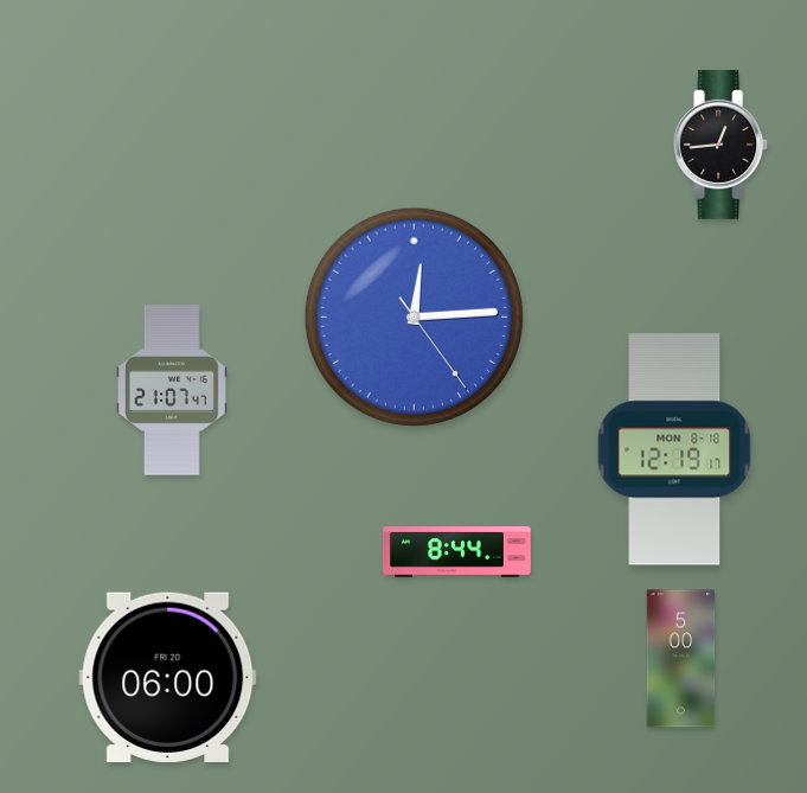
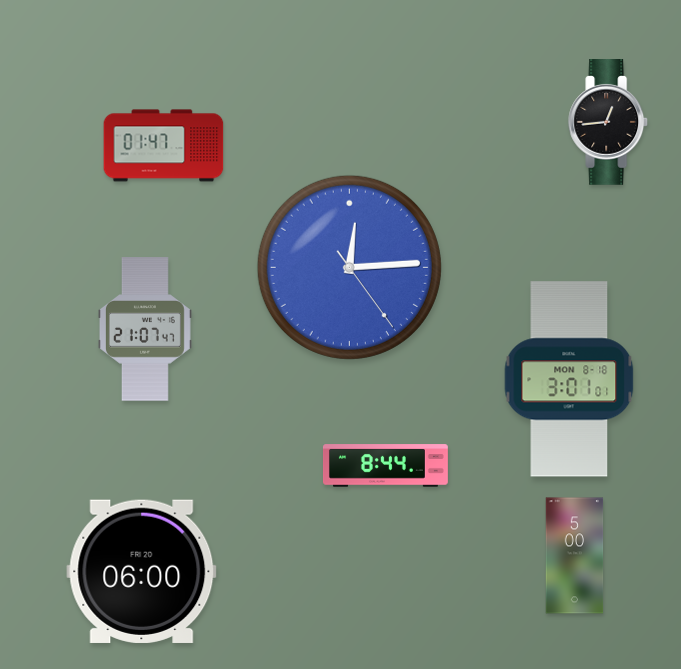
clock at (164, 146): none -> 01:47
clock at (674, 449): 12:19 -> 3:01
